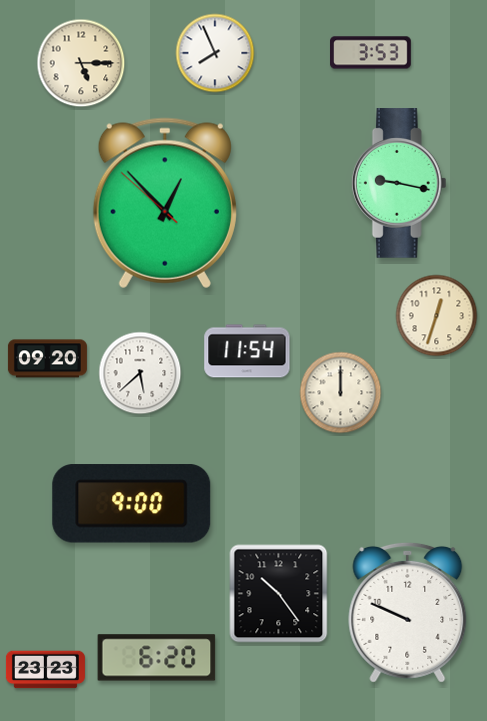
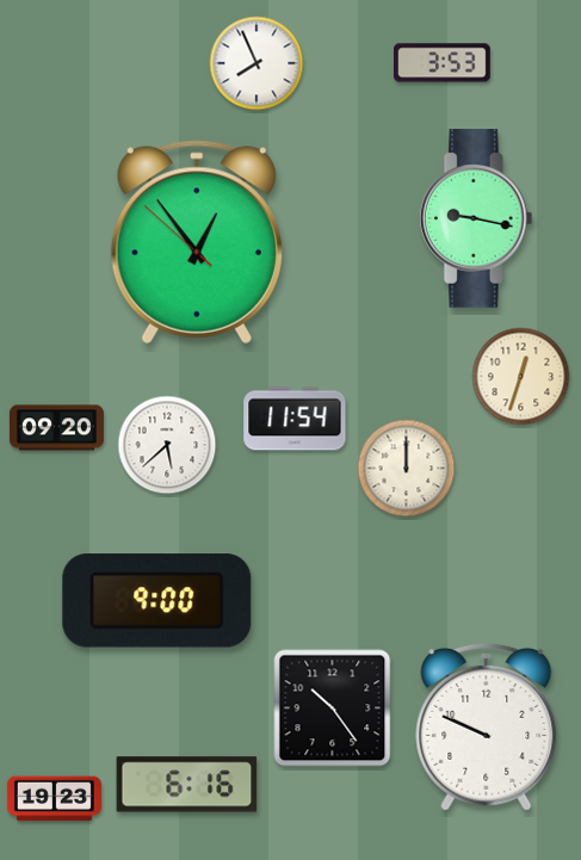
clock at (81, 63): 5:15 -> none
clock at (165, 203): 12:52 -> 12:53
clock at (408, 612) position: (408, 612) -> (487, 726)
clock at (157, 658): 6:20 -> 6:16
clock at (45, 670): 23:23 -> 19:23
